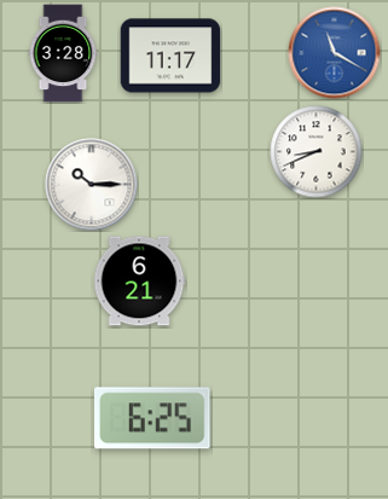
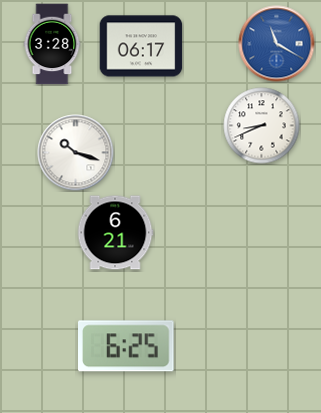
clock at (170, 56): 11:17 -> 06:17
clock at (92, 185): 10:15 -> 10:18
